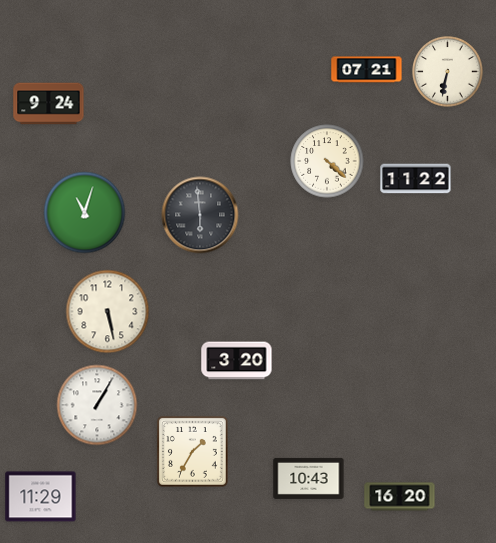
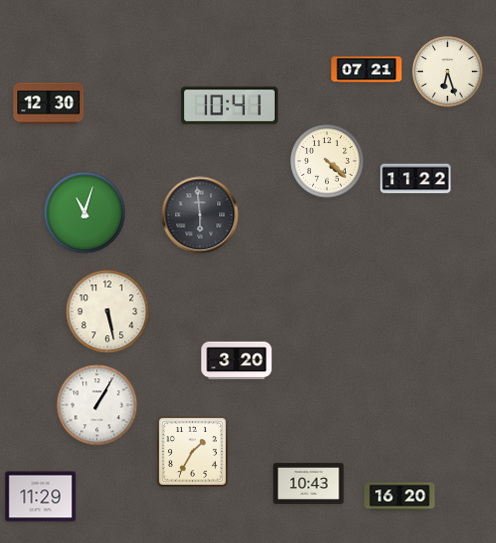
clock at (448, 72): 6:32 -> 6:27
clock at (49, 104): 9:24 -> 12:30
clock at (230, 106): none -> 10:41
clock at (309, 478) position: (309, 478) -> (309, 483)
